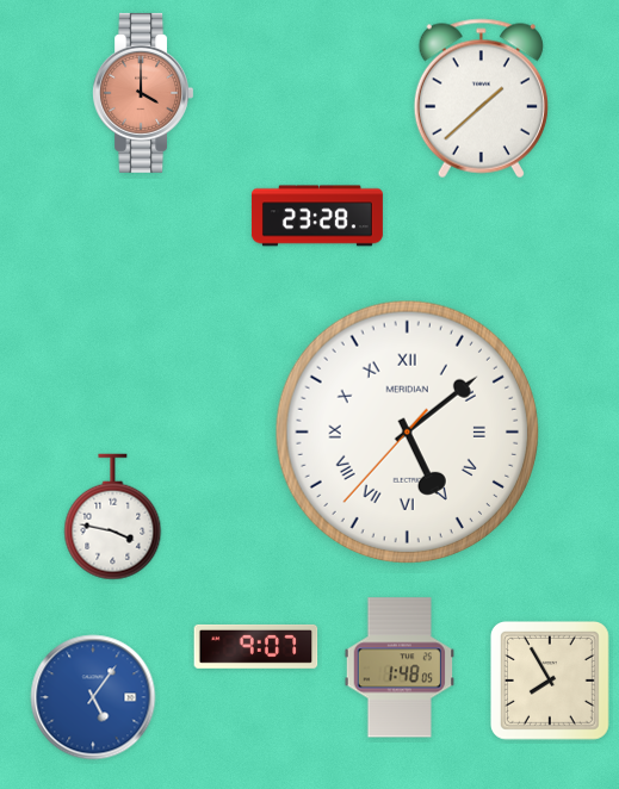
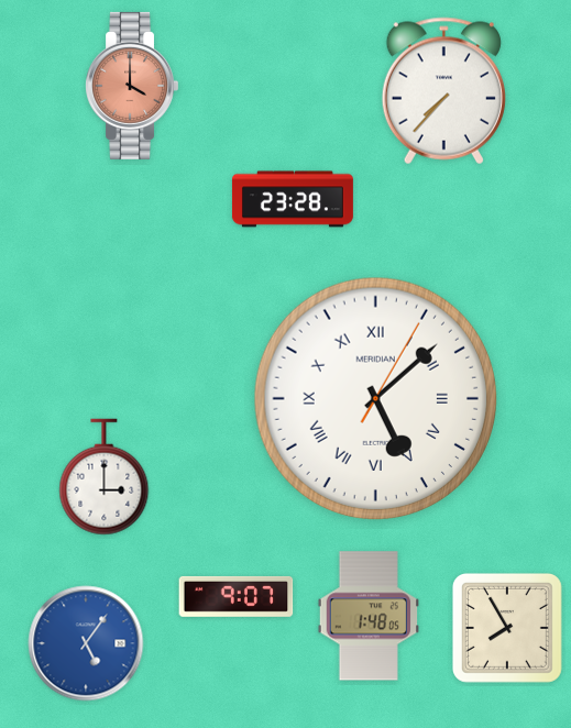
clock at (481, 99): 1:38 -> 7:37
clock at (407, 431): 5:08:37 -> 5:08:05
clock at (113, 517): 3:47 -> 3:00
